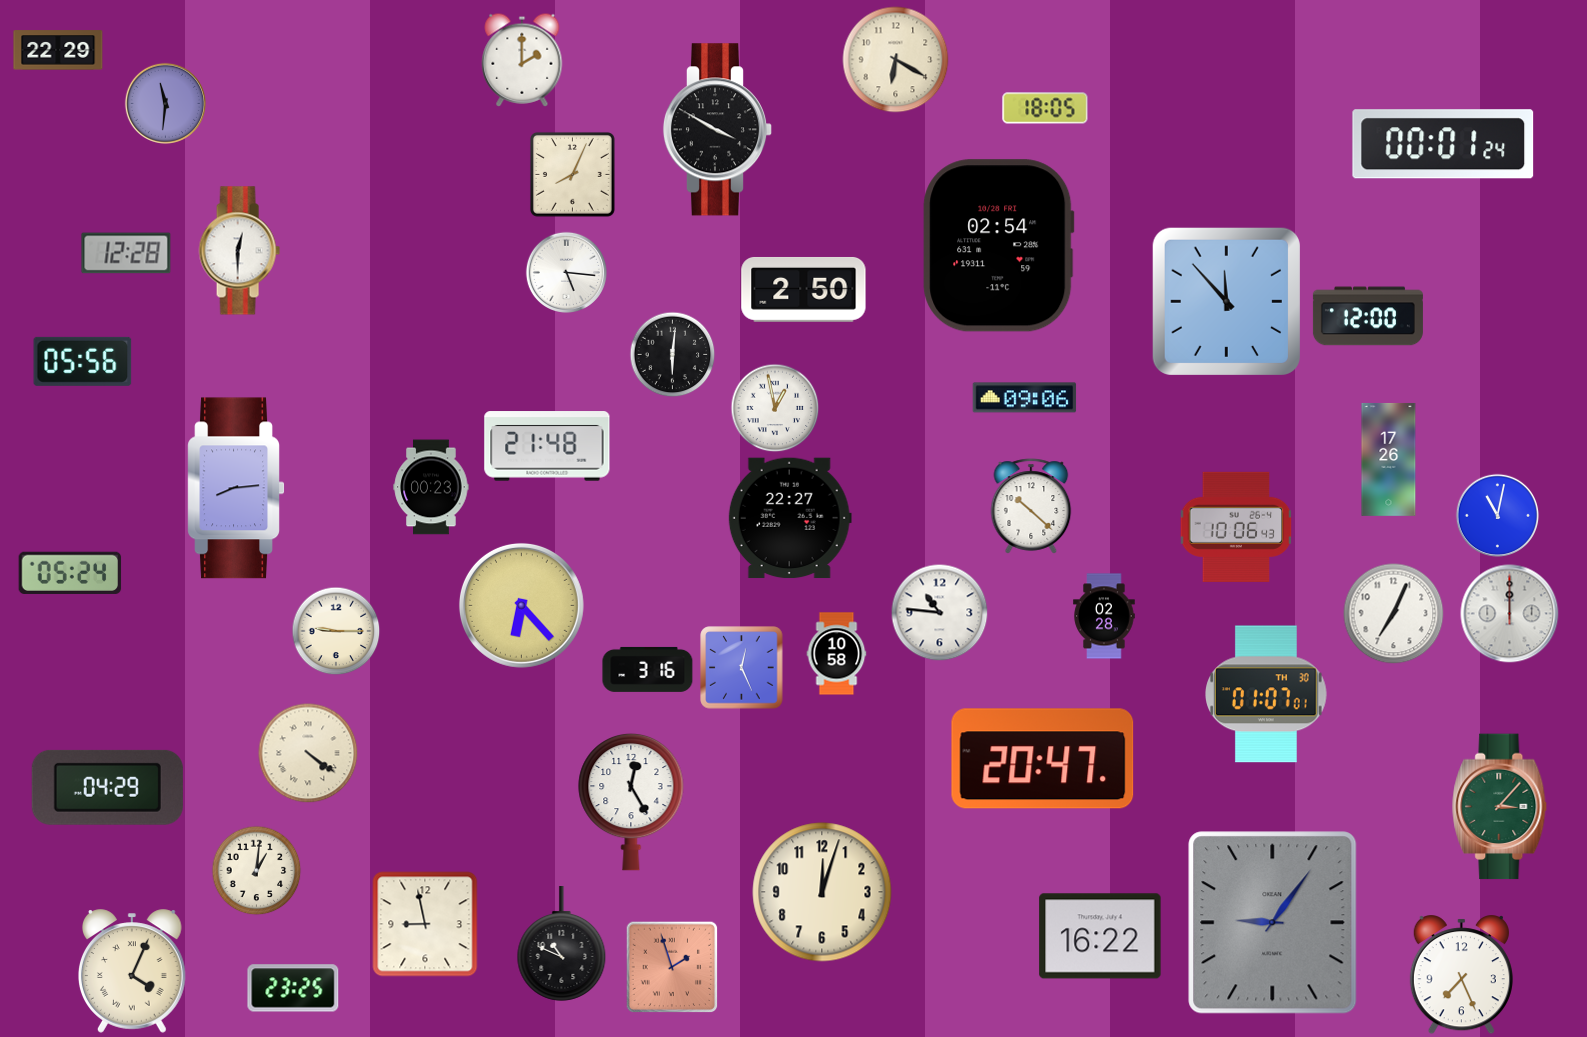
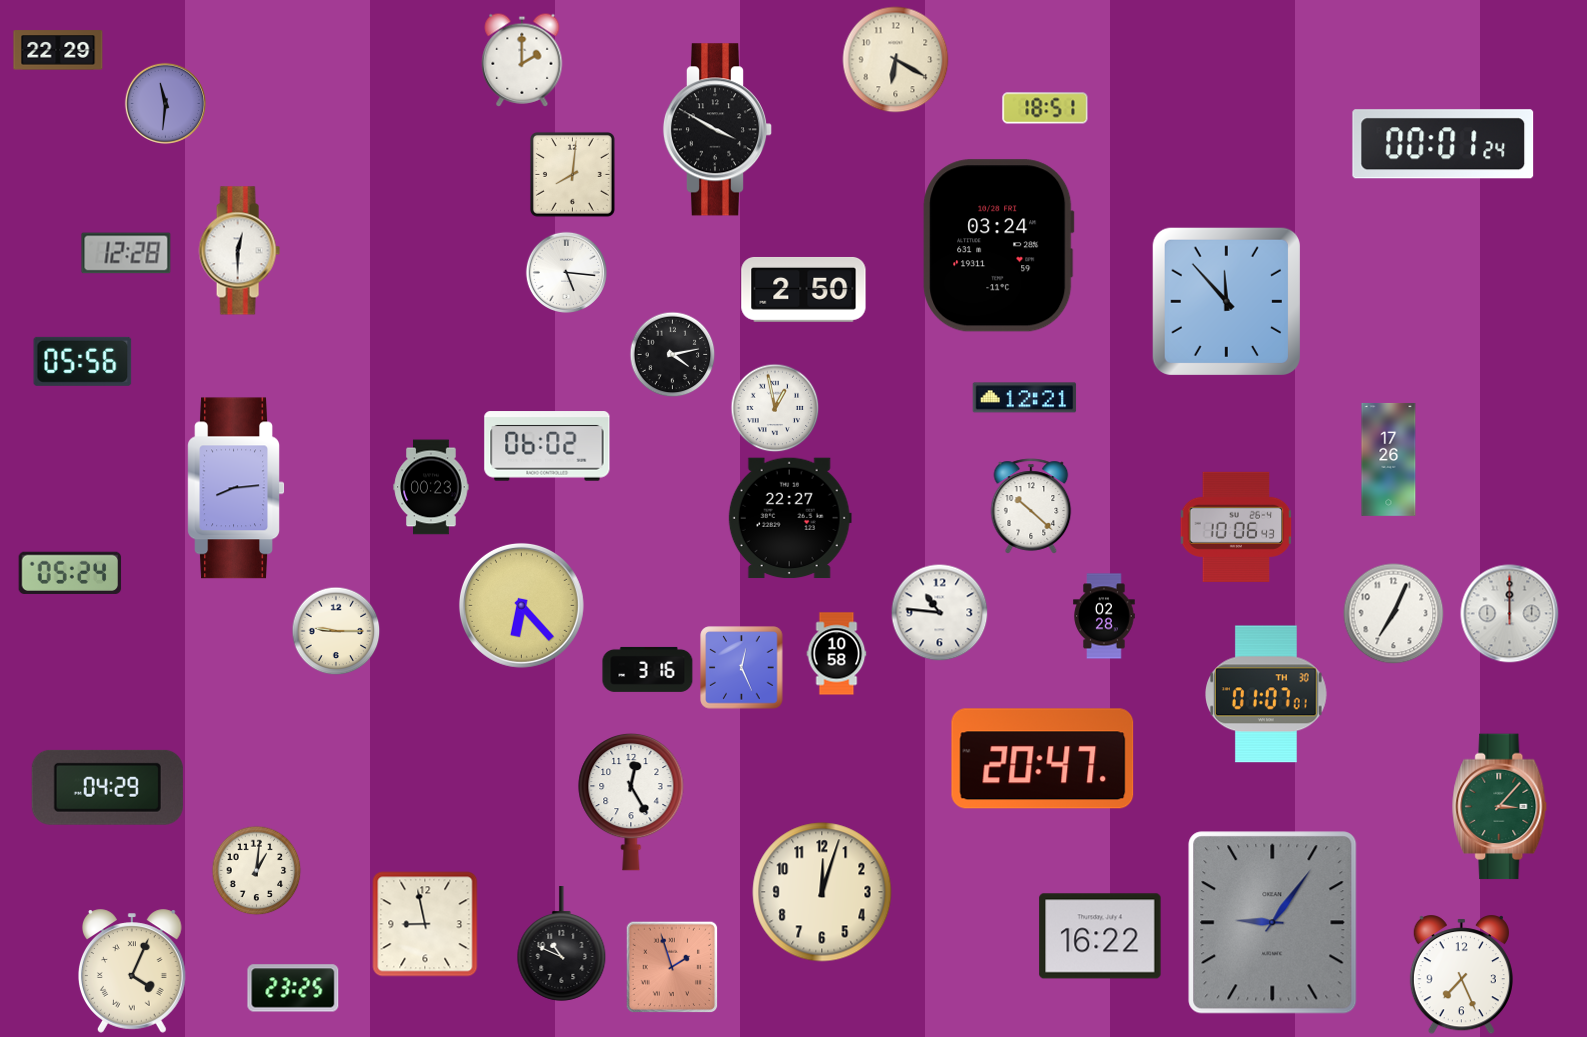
clock at (1045, 108): 18:05 -> 18:51
clock at (572, 174): 8:04 -> 8:01
clock at (999, 246): 02:54 -> 03:24
clock at (1368, 316): 12:00 -> none
clock at (672, 354): 6:01 -> 4:13
clock at (1025, 398): 09:06 -> 12:21
clock at (547, 446): 21:48 -> 06:02
clock at (1497, 515): 11:02 -> none
clock at (308, 753): 4:21 -> none
